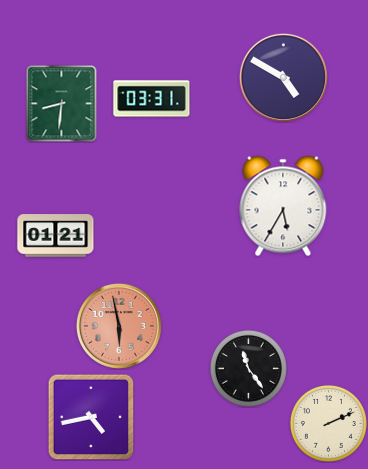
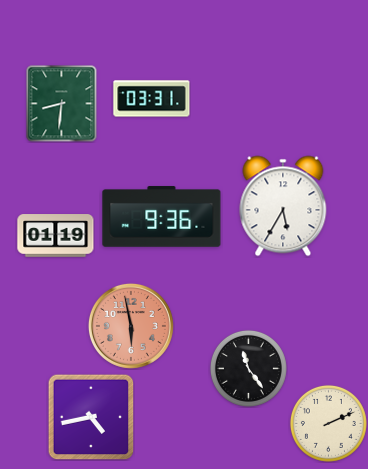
clock at (283, 77): 4:50 -> none
clock at (162, 217): none -> 9:36
clock at (56, 236): 01:21 -> 01:19
clock at (119, 326) position: (119, 326) -> (131, 326)
